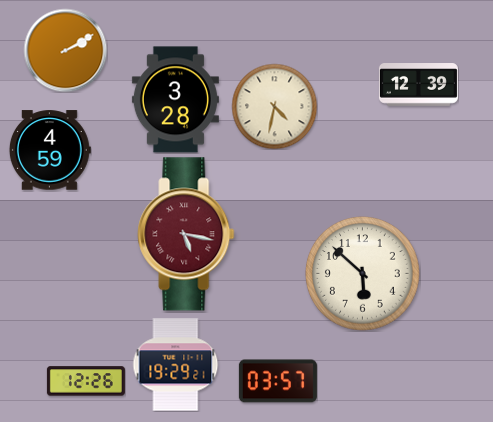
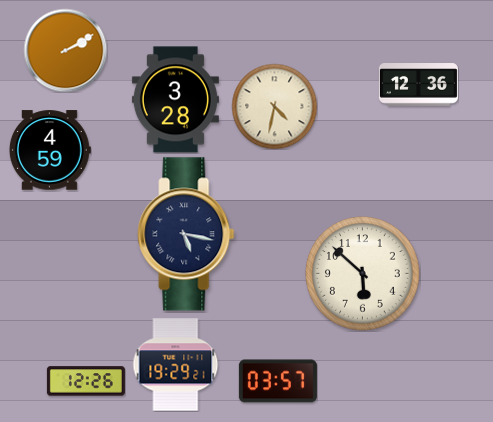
clock at (418, 85): 12:39 -> 12:36
clock at (186, 234) dial: burgundy -> navy
